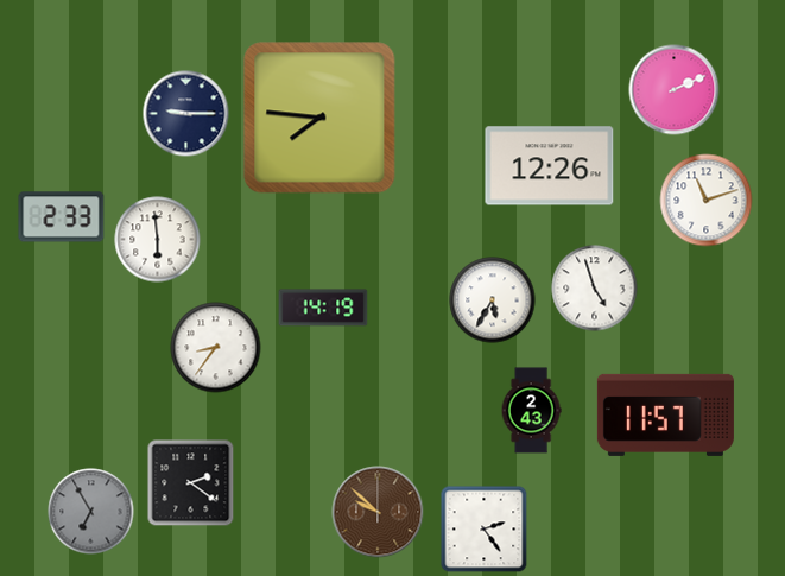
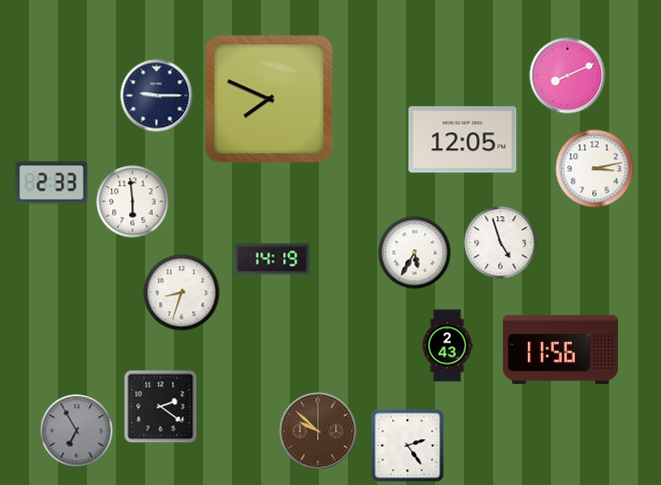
clock at (675, 90): 2:11 -> 8:11
clock at (319, 118): 7:46 -> 7:49
clock at (550, 166): 12:26 -> 12:05
clock at (707, 201): 11:12 -> 3:13
clock at (216, 348): 8:36 -> 8:33
clock at (665, 414): 11:57 -> 11:56
